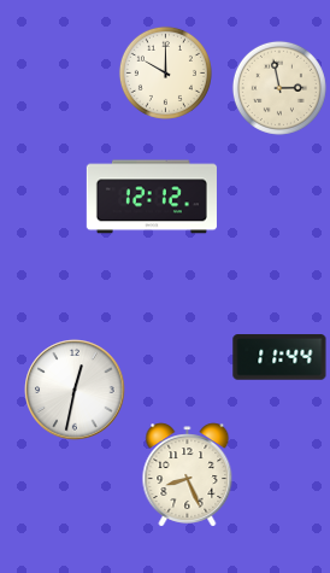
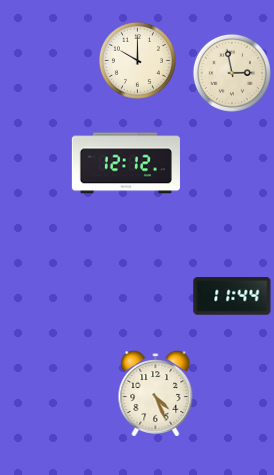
clock at (75, 390): 12:32 -> none
clock at (188, 475): 8:26 -> 4:26
